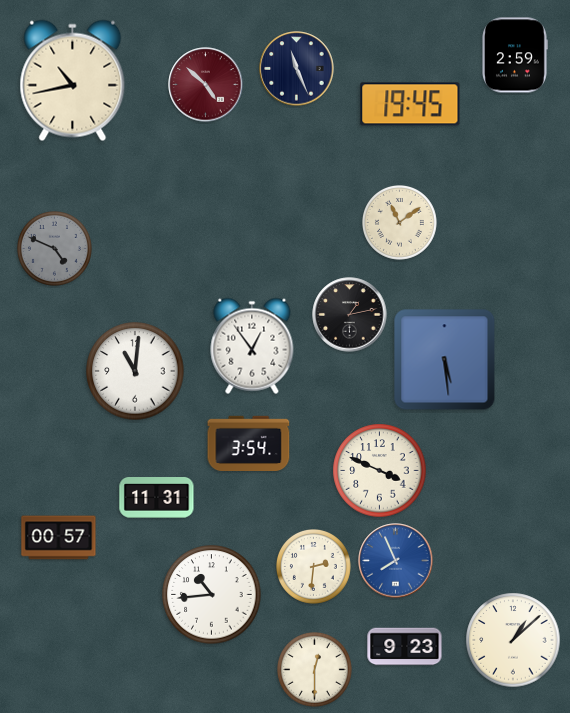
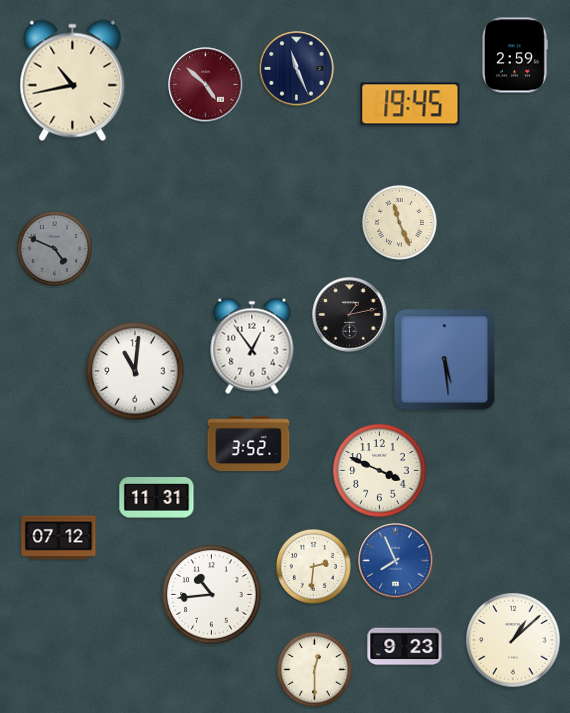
clock at (400, 223): 11:09 -> 11:26
clock at (249, 444): 3:54 -> 3:52
clock at (59, 538): 00:57 -> 07:12
